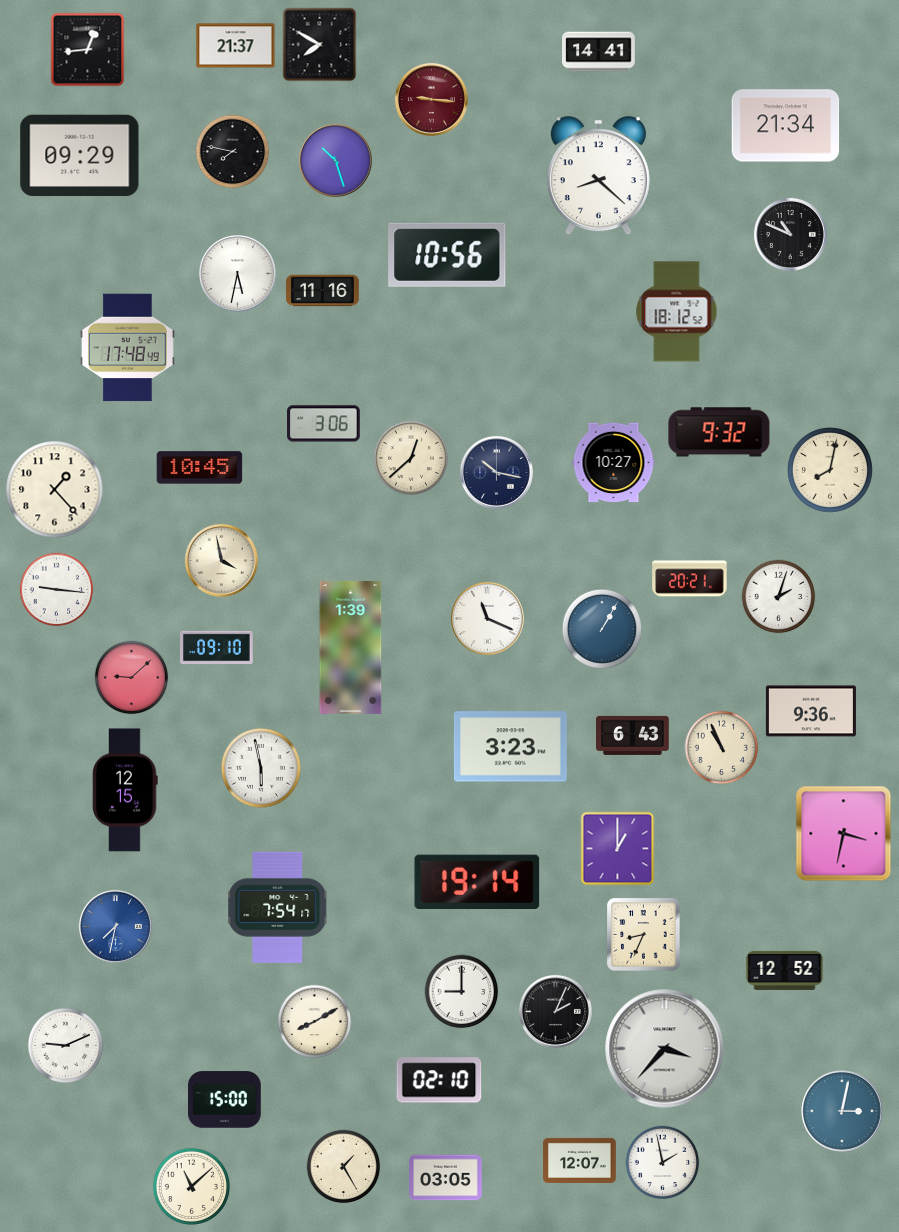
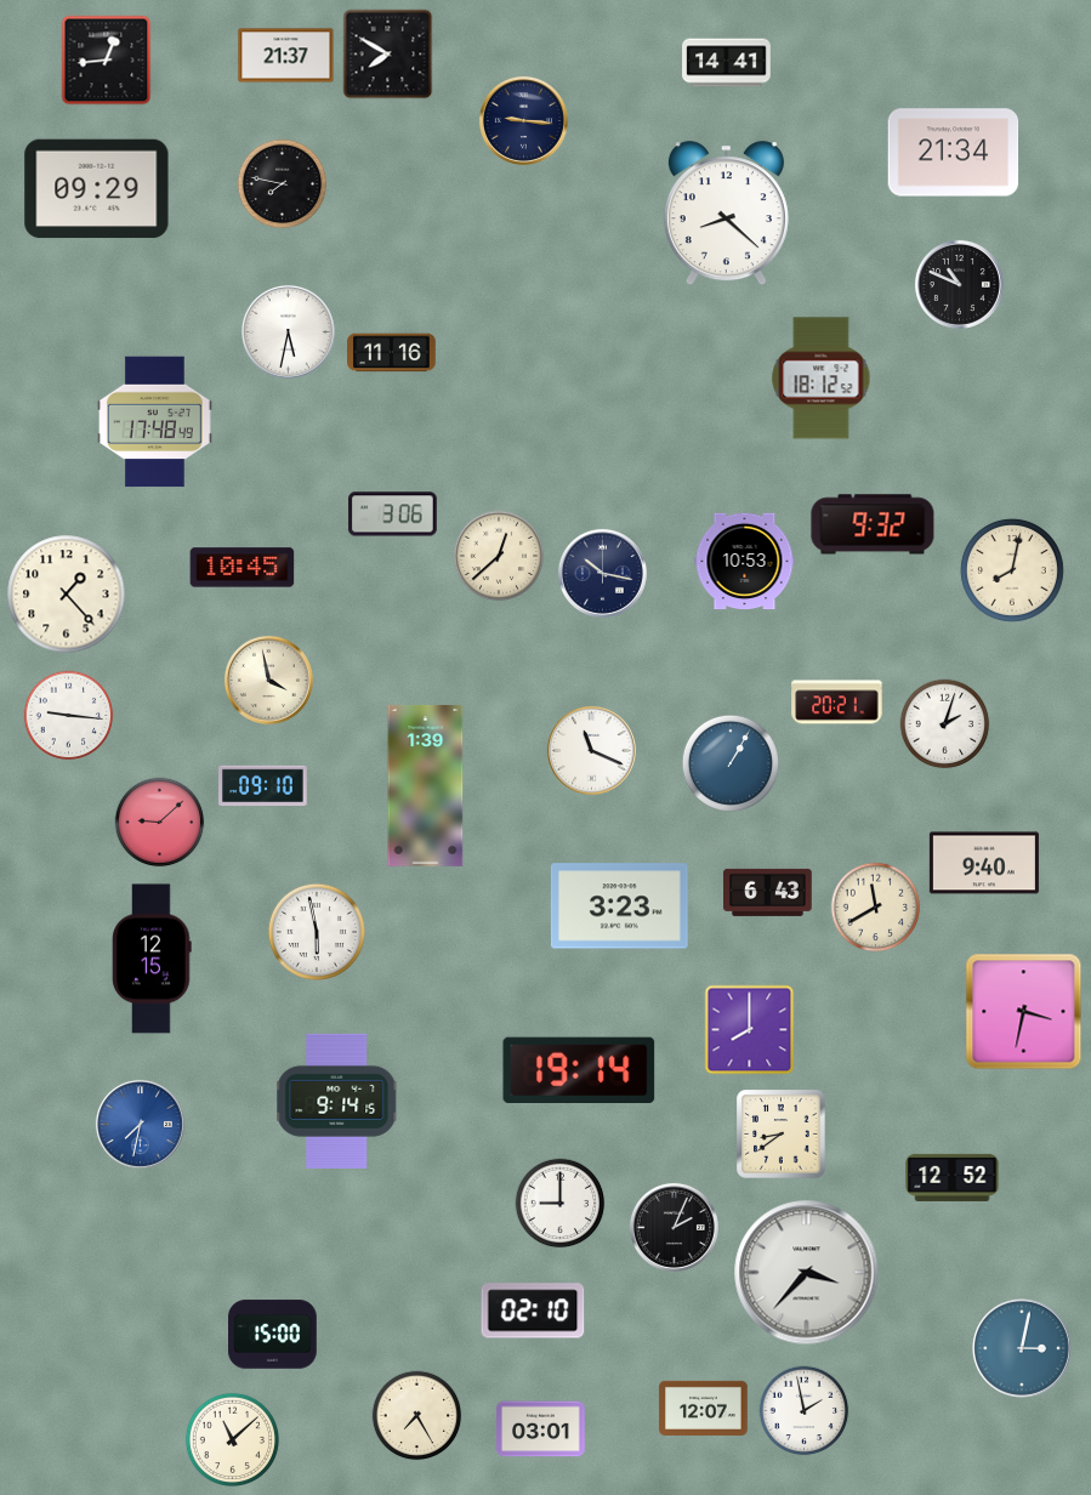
clock at (431, 99) dial: burgundy -> navy
clock at (335, 160): 10:27 -> none
clock at (447, 255): 10:56 -> none
clock at (614, 463): 10:27 -> 10:53
clock at (830, 470) position: (830, 470) -> (1012, 570)
clock at (811, 711): 9:36 -> 9:40
clock at (722, 748): 10:56 -> 11:40
clock at (618, 849): 1:00 -> 8:00
clock at (278, 907): 7:54 -> 9:14
clock at (644, 935): 8:34 -> 8:39
clock at (315, 1022): 8:10 -> none
clock at (66, 1046): 9:11 -> none
clock at (344, 1167): 1:25 -> 7:25
clock at (446, 1178): 03:05 -> 03:01
